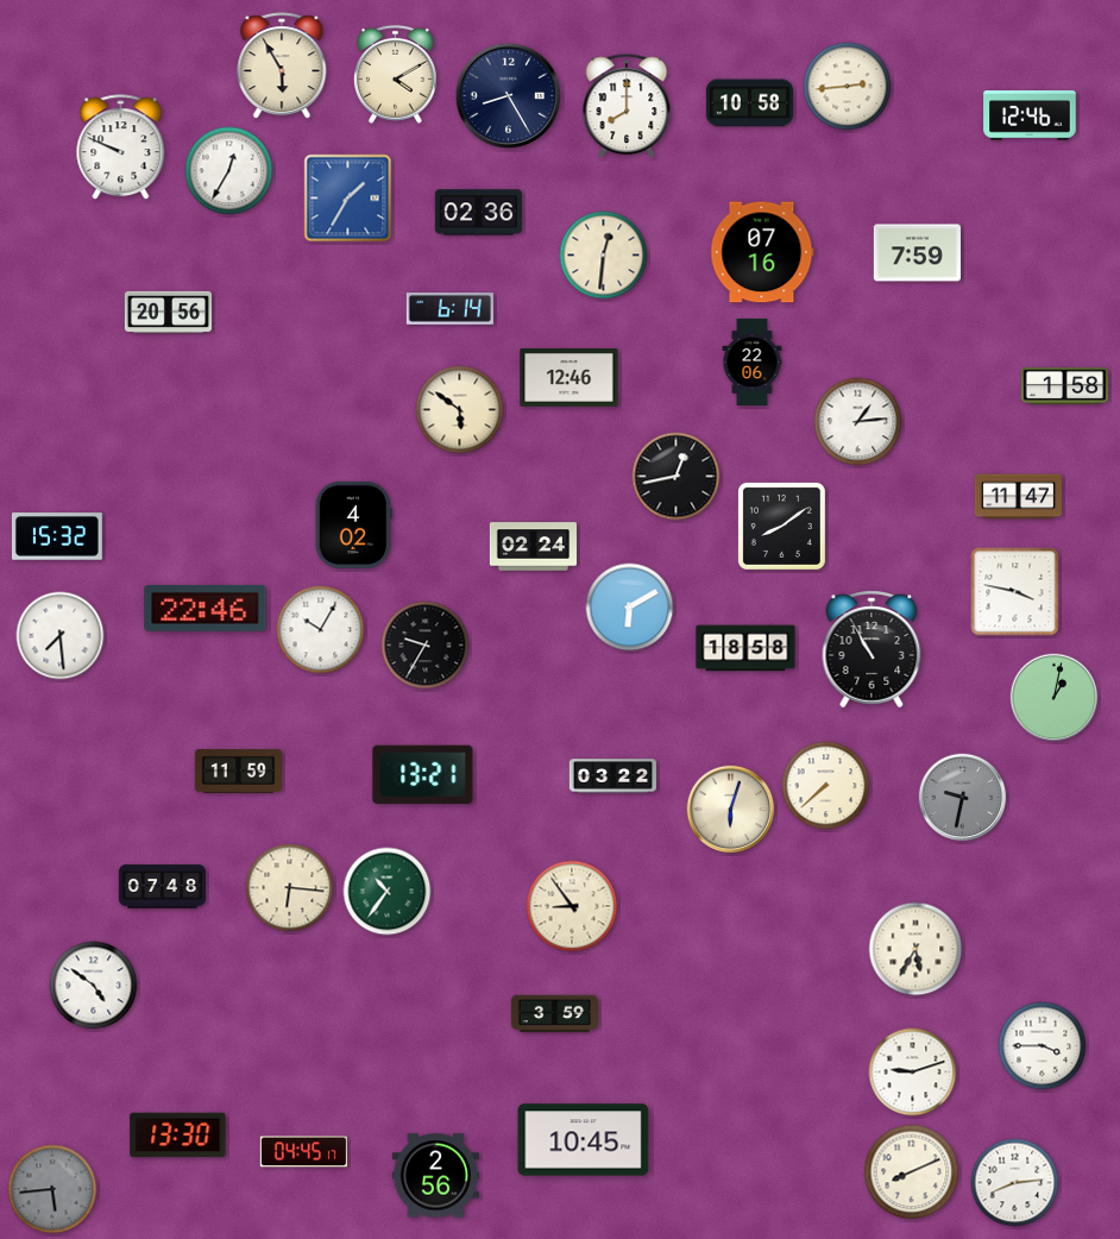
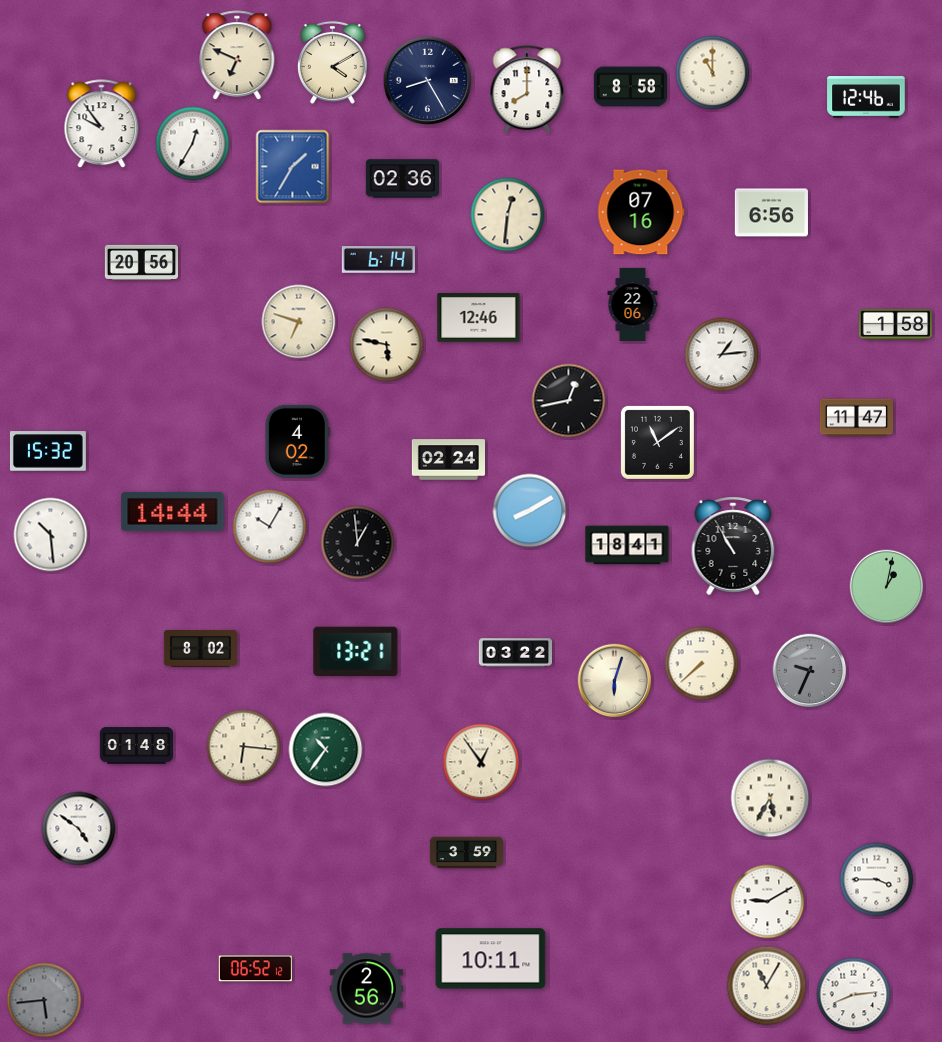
clock at (282, 67): 5:55 -> 6:49
clock at (848, 87): 2:44 -> 11:00
clock at (749, 103): 10:58 -> 8:58
clock at (121, 147): 9:49 -> 9:54
clock at (917, 253): 7:59 -> 6:56
clock at (299, 322): none -> 6:48
clock at (460, 410): 5:51 -> 5:47
clock at (781, 526): 8:09 -> 11:09
clock at (1015, 592): 3:47 -> none
clock at (206, 608): 22:46 -> 14:44
clock at (630, 608): 6:10 -> 8:10
clock at (321, 630) position: (321, 630) -> (270, 527)
clock at (61, 636): 7:29 -> 10:29
clock at (426, 646): 9:35 -> 12:59
clock at (745, 648): 18:58 -> 18:41
clock at (238, 772): 11:59 -> 8:02
clock at (826, 786) position: (826, 786) -> (702, 664)
clock at (963, 798): 9:32 -> 9:34
clock at (162, 887): 07:48 -> 01:48
clock at (572, 906): 8:54 -> 12:54
clock at (913, 1073): 9:12 -> 9:10
clock at (178, 1136): 13:30 -> none
clock at (584, 1140): 10:45 -> 10:11
clock at (303, 1152): 04:45 -> 06:52
clock at (912, 1172): 8:11 -> 11:05
